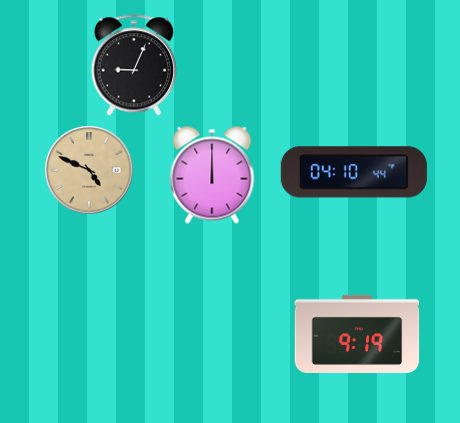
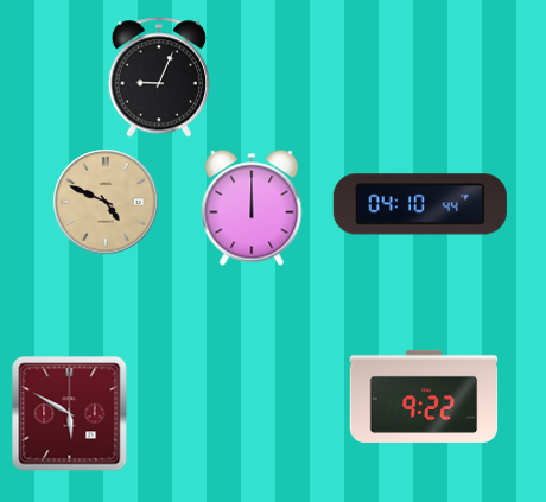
clock at (357, 334): 9:19 -> 9:22
clock at (70, 414): none -> 5:50
